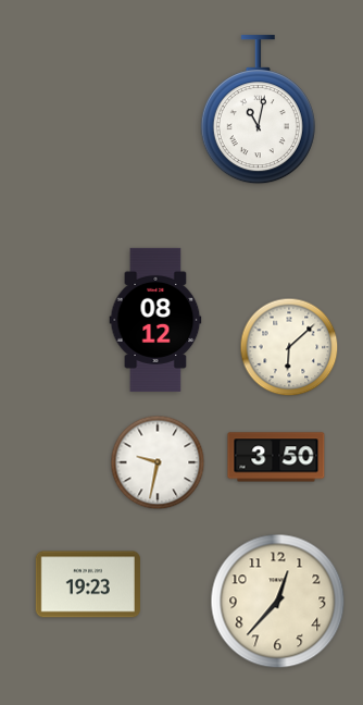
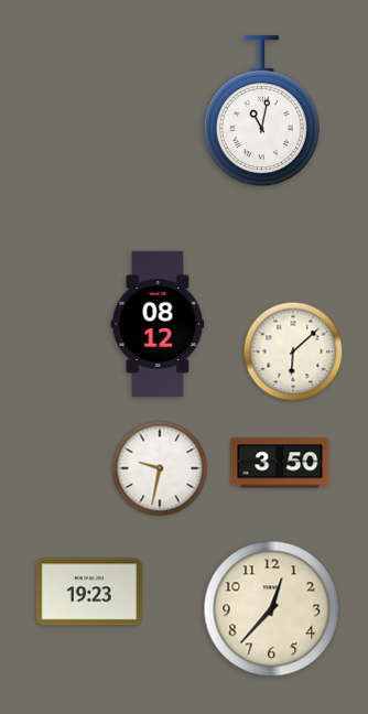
clock at (278, 602) position: (278, 602) -> (272, 609)
